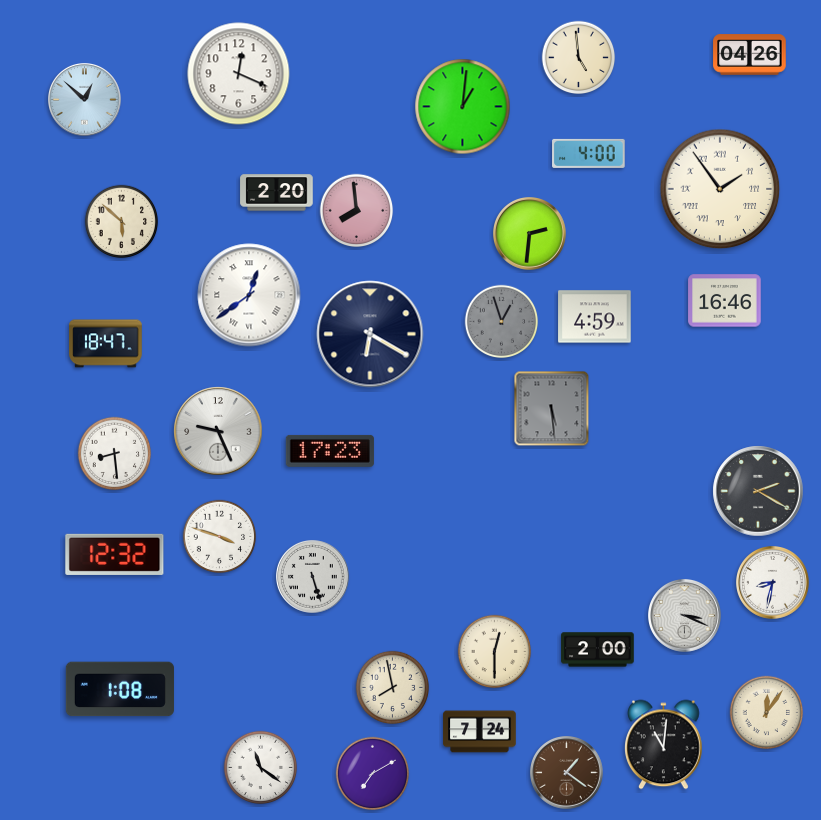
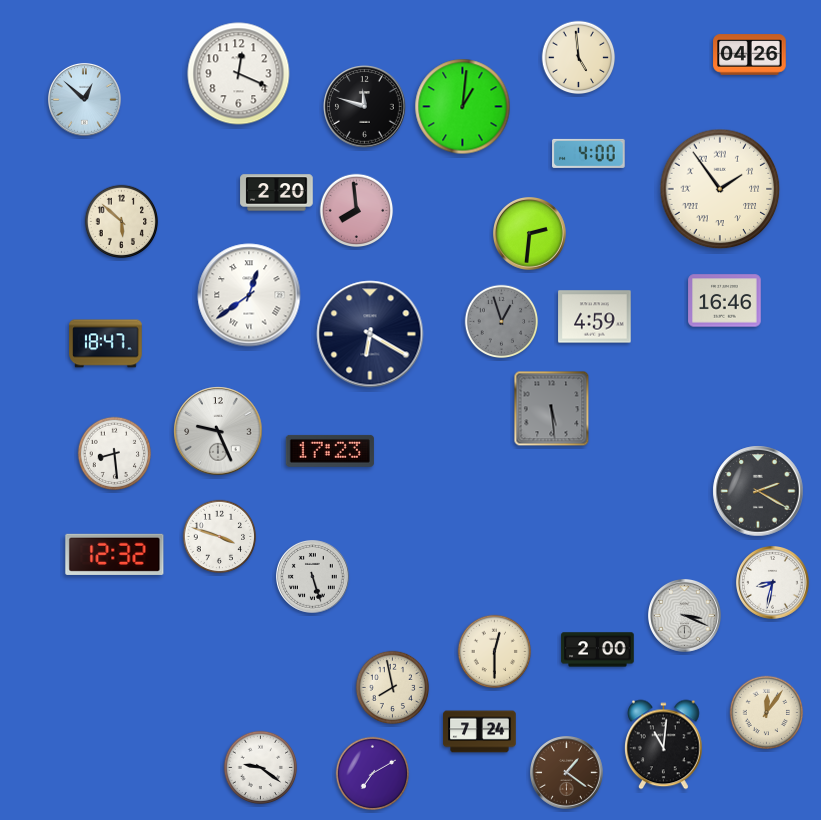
clock at (365, 107): none -> 11:48
clock at (120, 689): 1:08 -> none
clock at (261, 768): 11:21 -> 9:21
